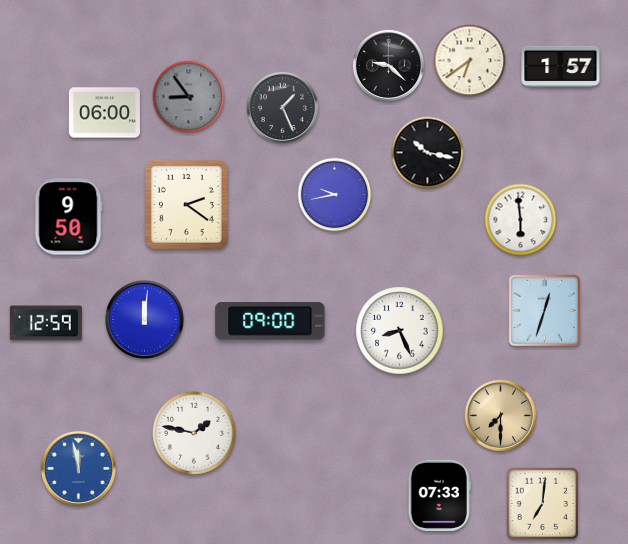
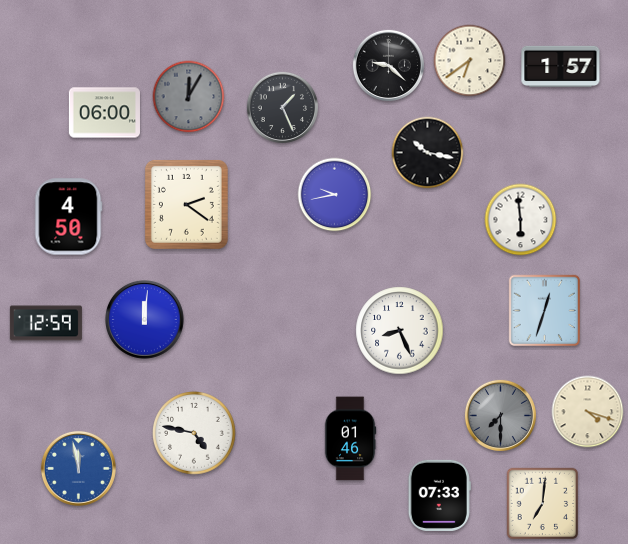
clock at (189, 97): 8:54 -> 12:05
clock at (68, 217): 9:50 -> 4:50
clock at (270, 321): 09:00 -> none
clock at (588, 412): none -> 4:18
clock at (500, 415) dial: champagne -> grey
clock at (195, 434): 1:47 -> 4:47
clock at (350, 439): none -> 01:46
